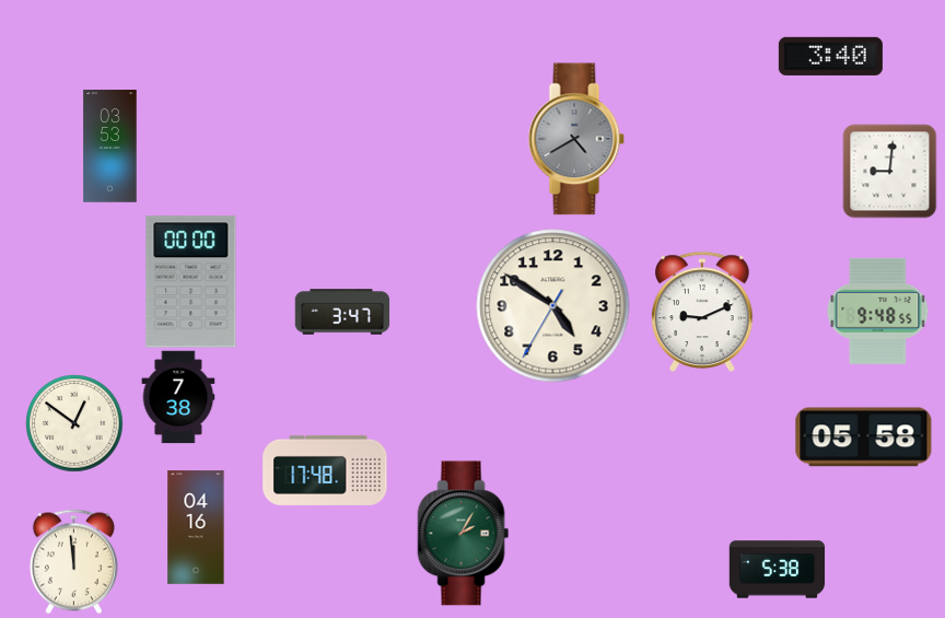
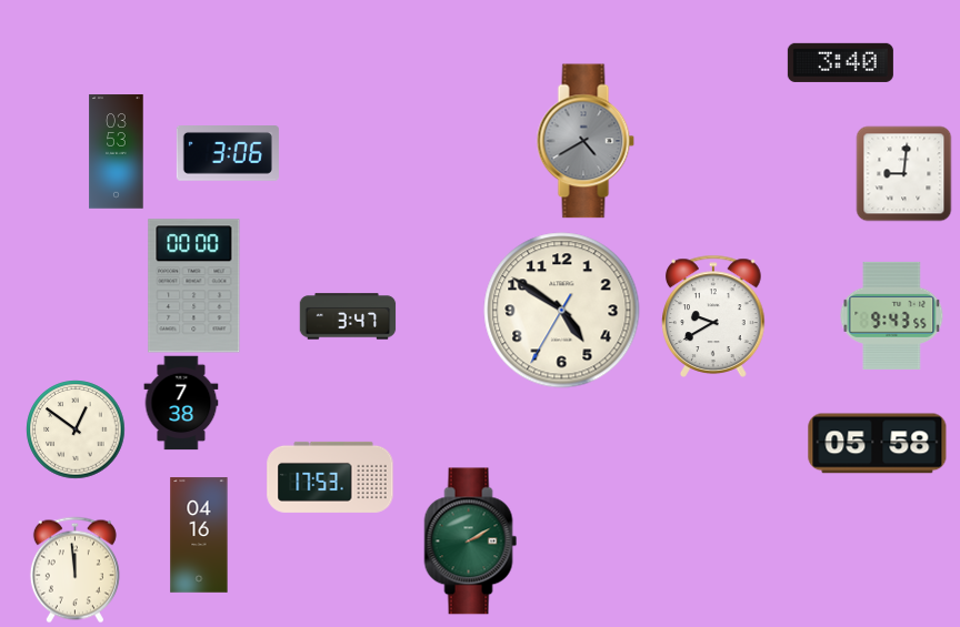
clock at (830, 56) position: (830, 56) -> (840, 62)
clock at (110, 147) position: (110, 147) -> (117, 152)
clock at (228, 154): none -> 3:06
clock at (878, 311): 9:48 -> 9:43
clock at (702, 312): 9:11 -> 9:40
clock at (325, 470): 17:48 -> 17:53
clock at (464, 534): 2:05 -> 2:10
clock at (777, 570): 5:38 -> none
